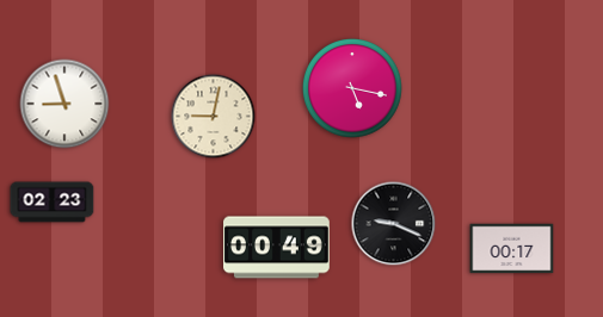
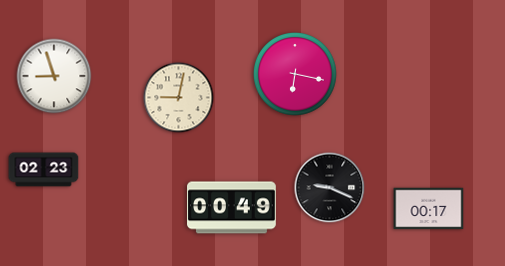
clock at (352, 89): 5:17 -> 6:17
clock at (64, 104) position: (64, 104) -> (54, 76)
